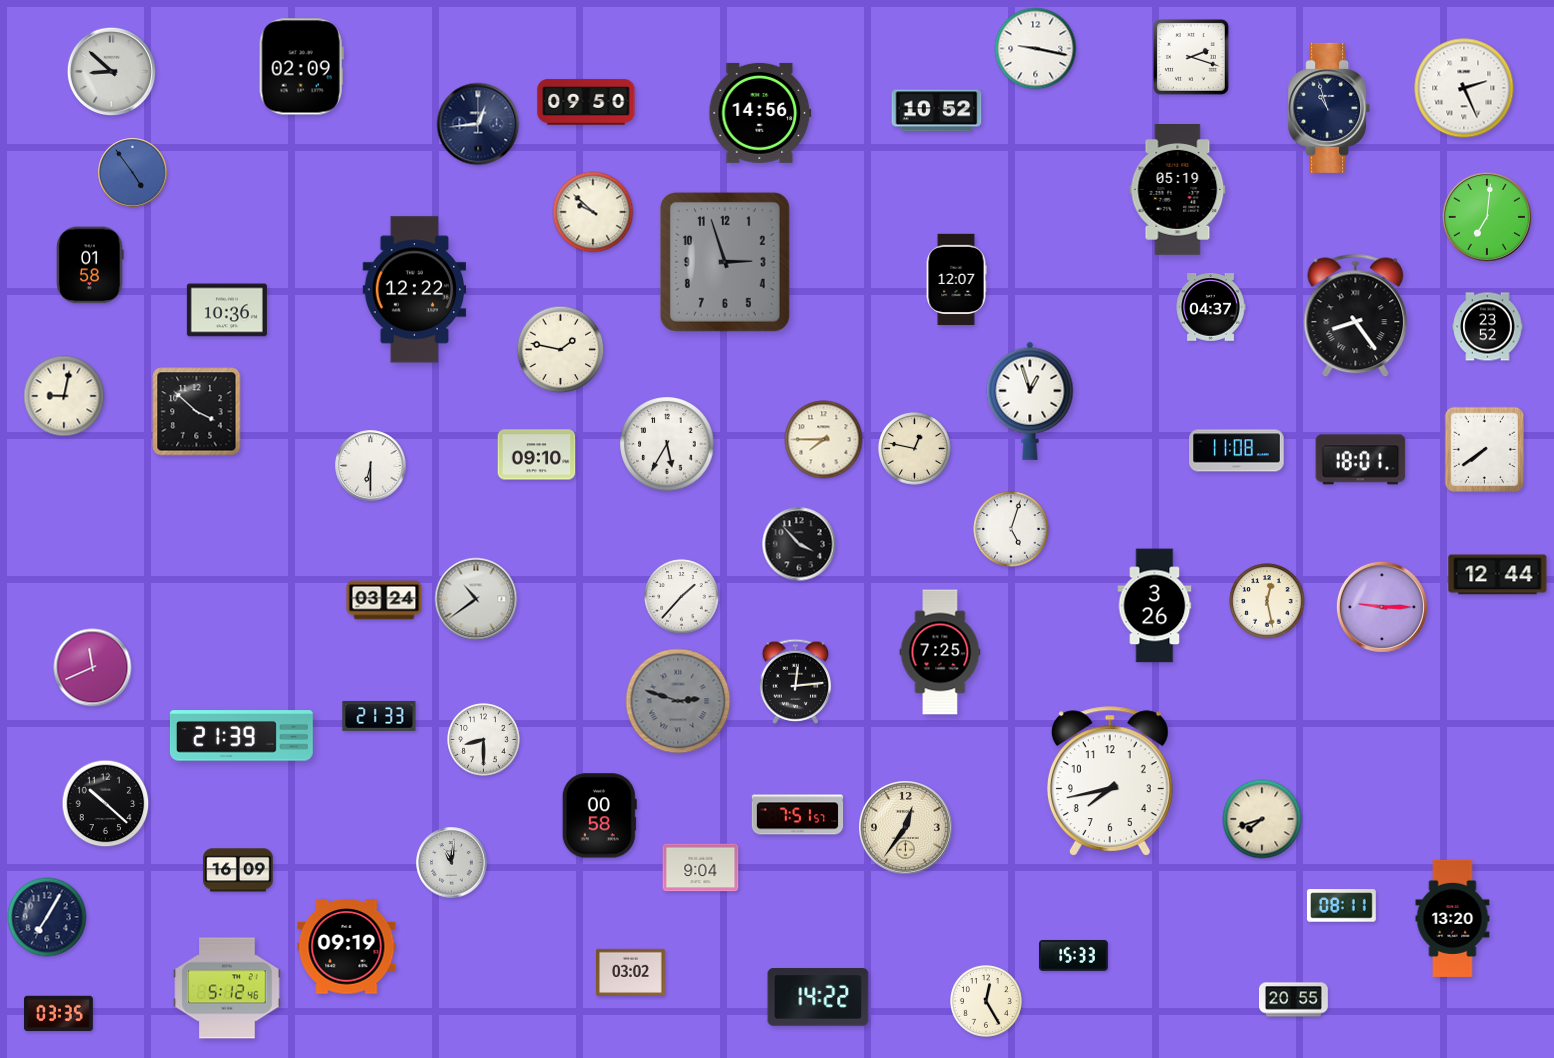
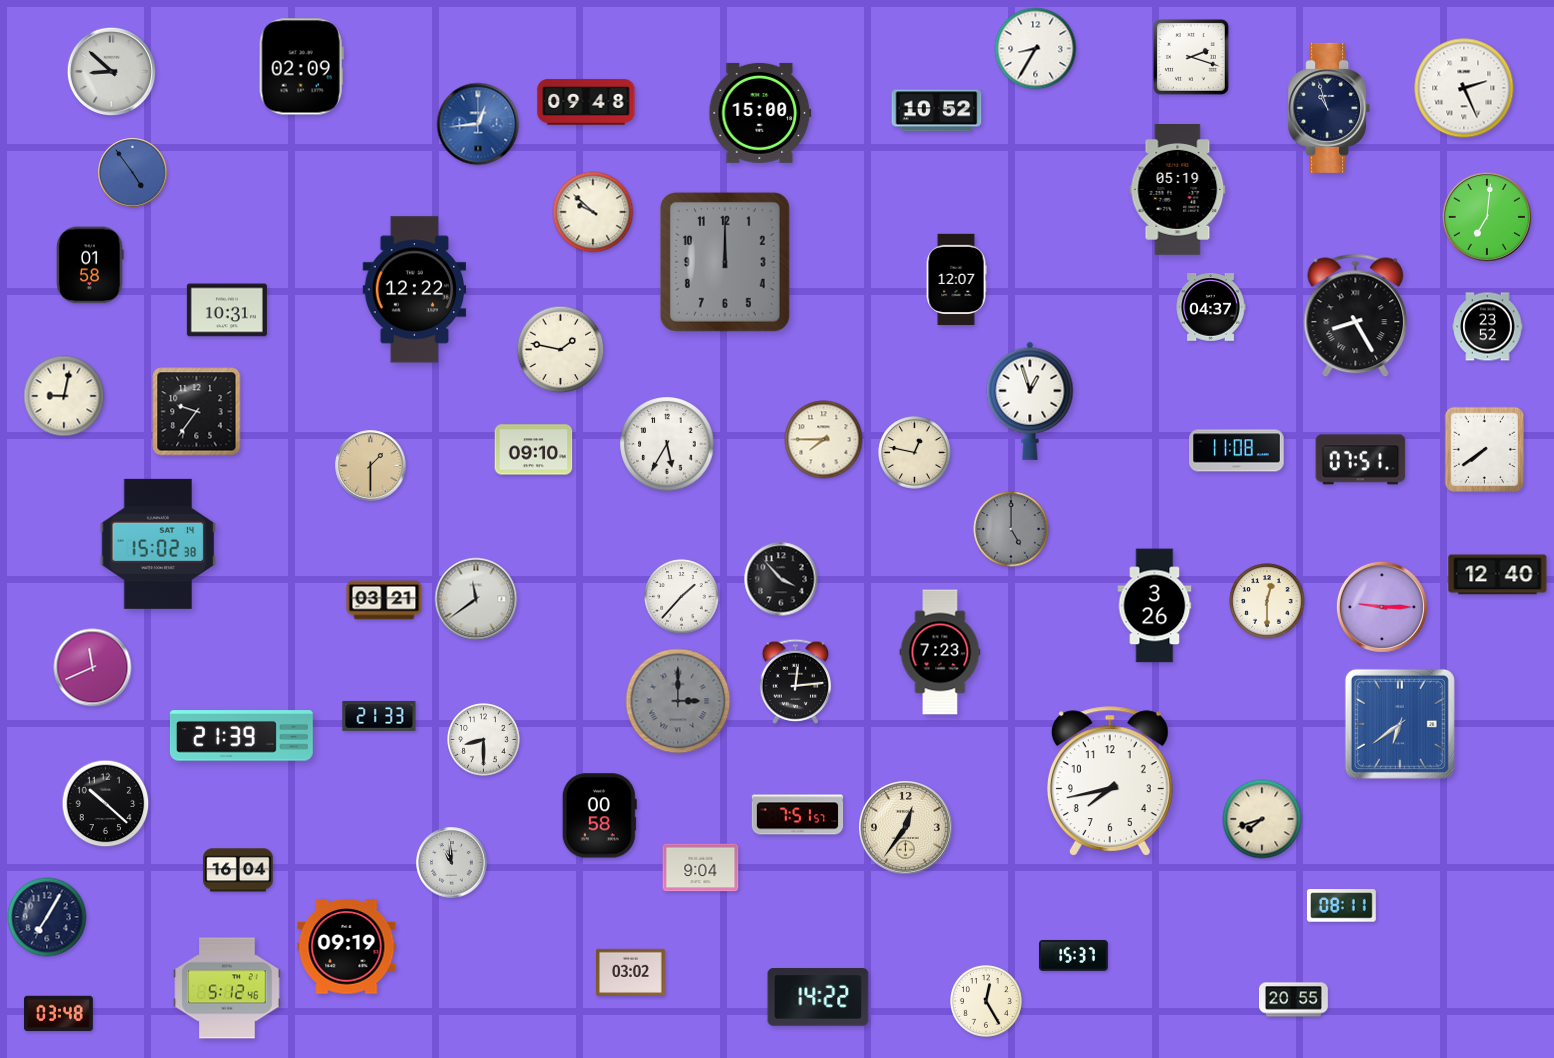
clock at (1036, 49): 9:17 -> 8:35
clock at (586, 102): 09:50 -> 09:48
clock at (760, 113): 14:56 -> 15:00
clock at (478, 124) dial: navy -> blue
clock at (725, 262): 2:57 -> 12:00
clock at (227, 310): 10:36 -> 10:31
clock at (1356, 316): 8:24 -> 8:25
clock at (197, 412): 3:52 -> 9:36
clock at (915, 449) position: (915, 449) -> (915, 453)
clock at (537, 455) position: (537, 455) -> (534, 450)
clock at (1361, 460): 18:01 -> 07:51
clock at (371, 466): 6:30 -> 1:30
clock at (371, 466) dial: white -> champagne
clock at (1011, 529): 5:03 -> 5:00
clock at (1011, 529) dial: white -> grey
clock at (158, 544): none -> 15:02
clock at (799, 544) position: (799, 544) -> (781, 579)
clock at (1498, 575): 12:44 -> 12:40
clock at (476, 599): 10:39 -> 11:39
clock at (384, 600): 03:24 -> 03:21
clock at (1267, 601): 12:28 -> 12:30
clock at (940, 652): 7:25 -> 7:23
clock at (678, 701): 2:48 -> 3:00
clock at (1400, 724): none -> 6:39
clock at (452, 863): 11:01 -> 10:59
clock at (238, 870): 16:09 -> 16:04
clock at (1453, 918): 13:20 -> none
clock at (1074, 955): 15:33 -> 15:37
clock at (59, 1014): 03:35 -> 03:48
